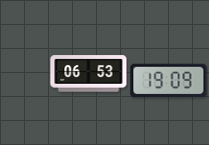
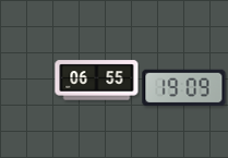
clock at (89, 74): 06:53 -> 06:55
